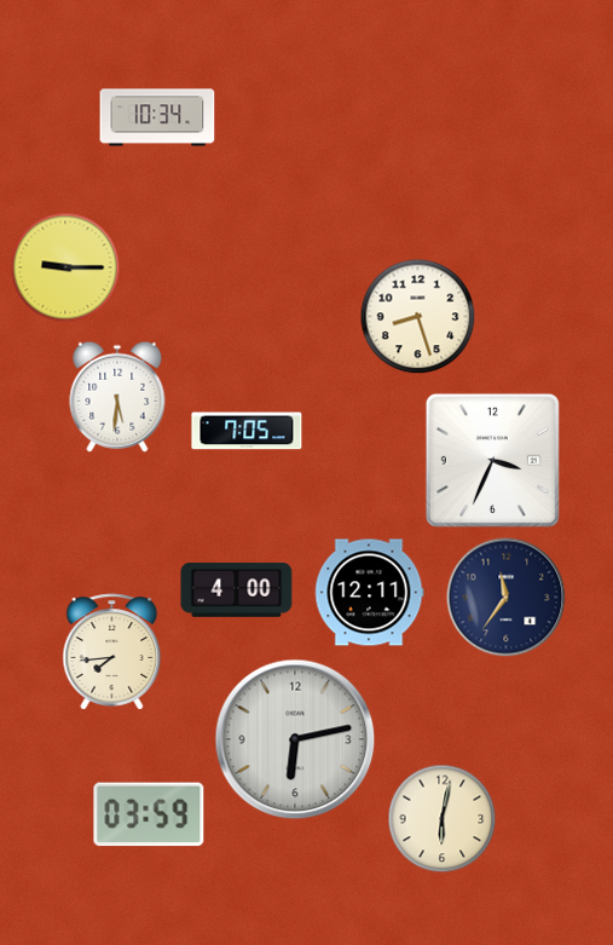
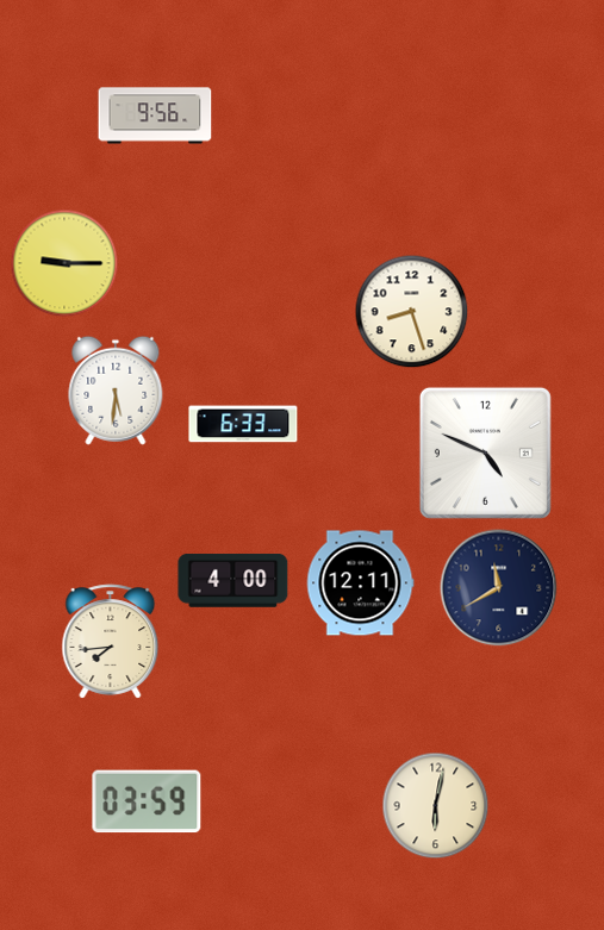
clock at (157, 117): 10:34 -> 9:56
clock at (247, 431): 7:05 -> 6:33
clock at (492, 460): 3:34 -> 4:49
clock at (369, 593) position: (369, 593) -> (360, 583)
clock at (507, 598): 11:36 -> 11:40
clock at (295, 739): 6:13 -> none
